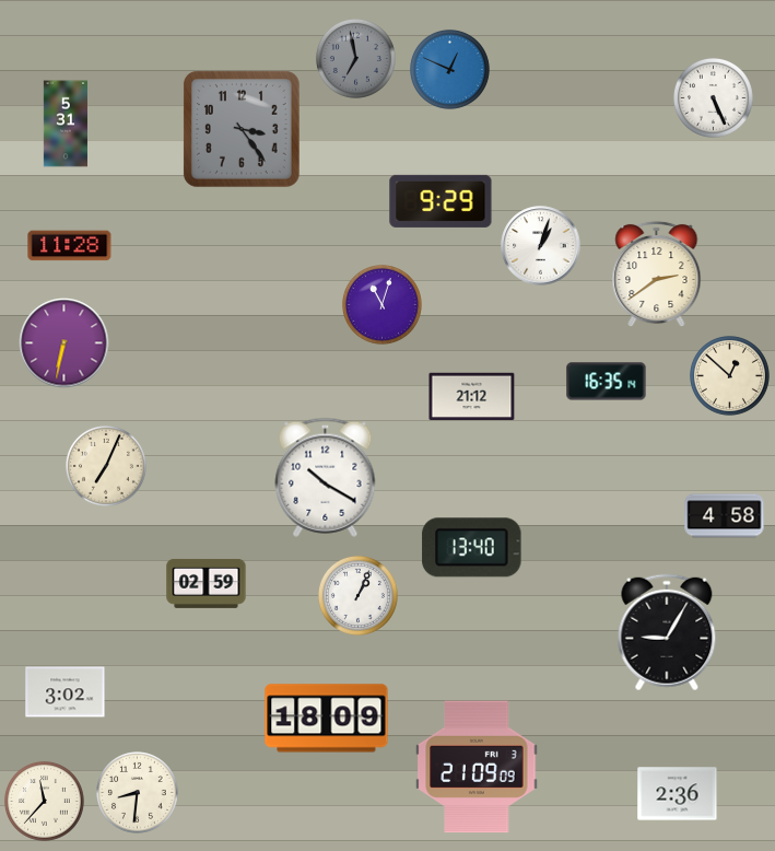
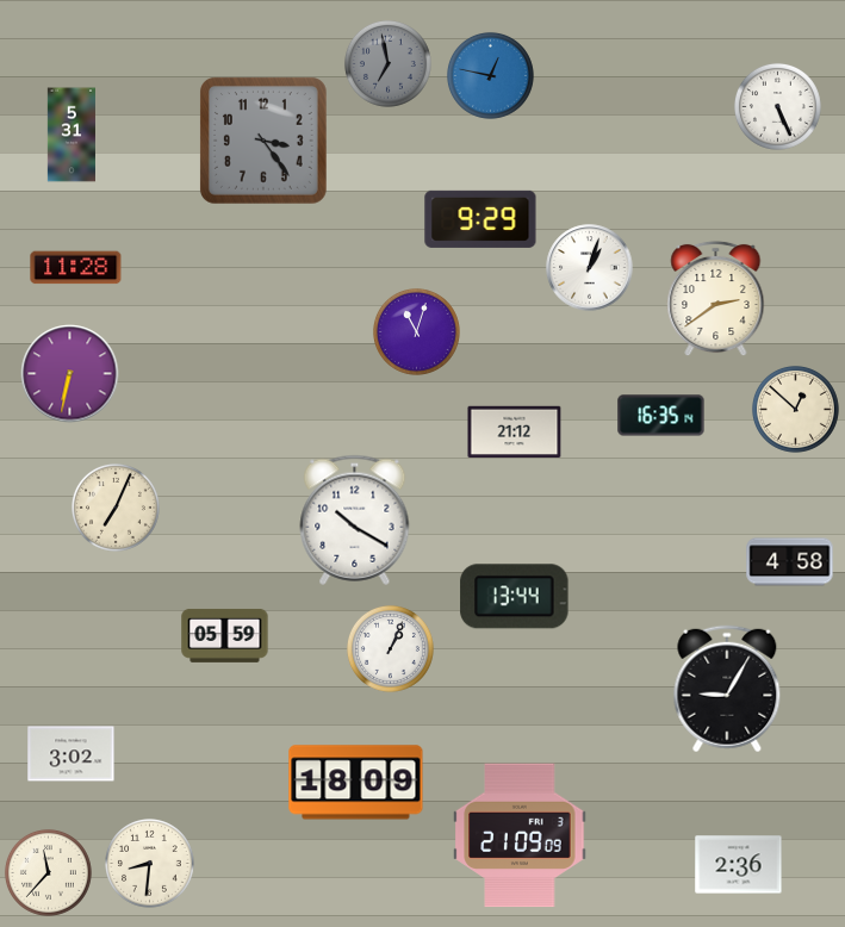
clock at (449, 69): 12:49 -> 12:47
clock at (472, 548): 13:40 -> 13:44
clock at (207, 583): 02:59 -> 05:59
